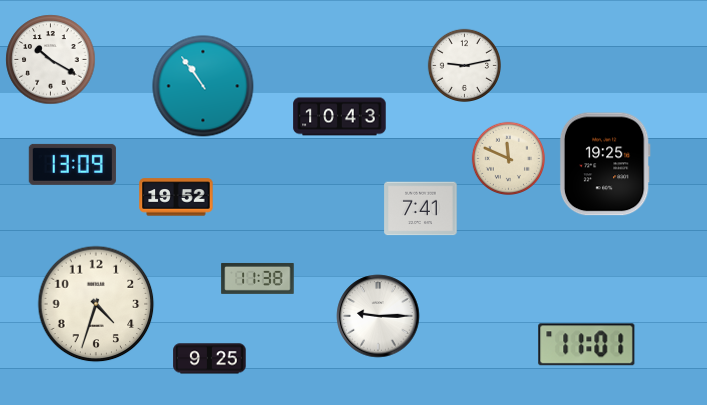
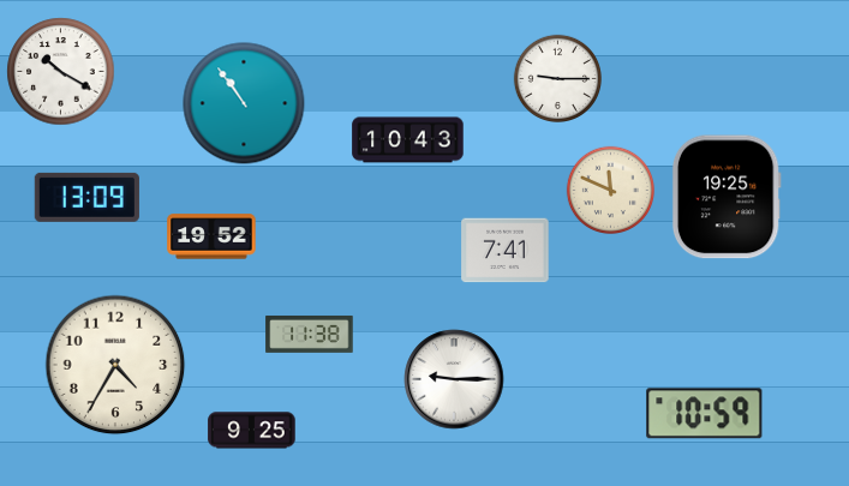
clock at (464, 65): 9:13 -> 9:15
clock at (96, 304): 4:33 -> 4:35
clock at (587, 345): 11:01 -> 10:59
